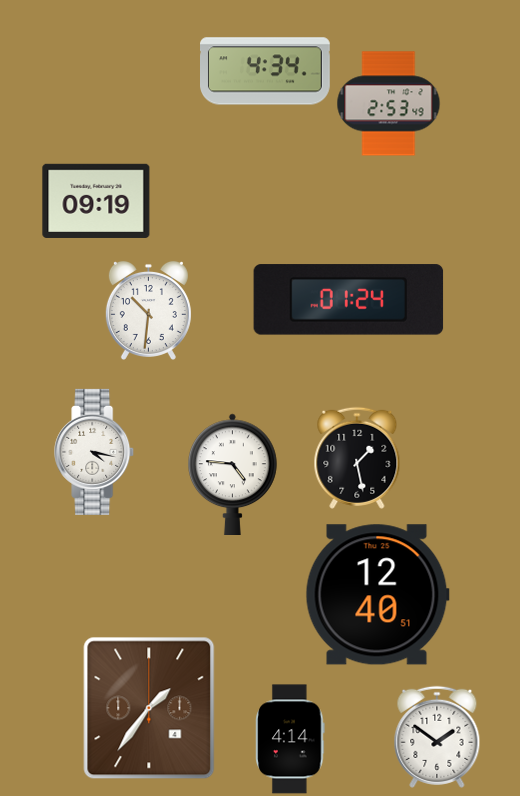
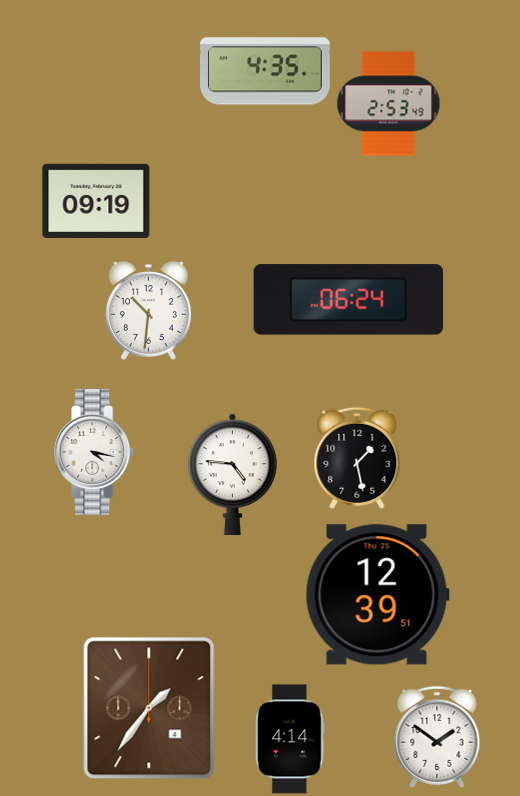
clock at (266, 71): 4:34 -> 4:35
clock at (349, 300): 01:24 -> 06:24
clock at (377, 595): 12:40 -> 12:39
